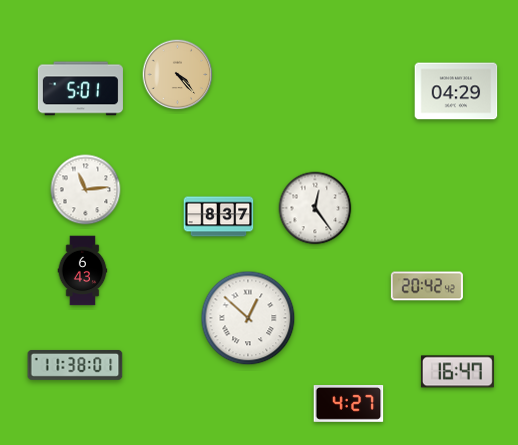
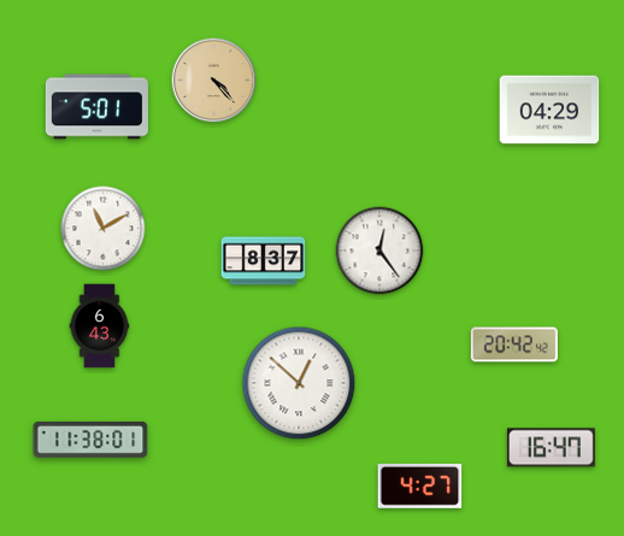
clock at (178, 75) position: (178, 75) -> (214, 81)
clock at (86, 190): 11:14 -> 11:10
